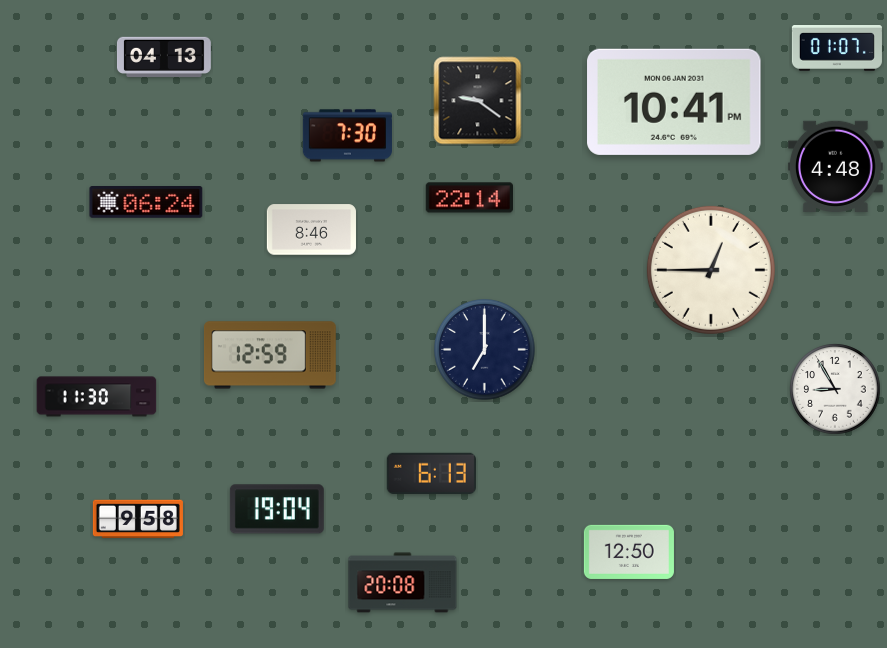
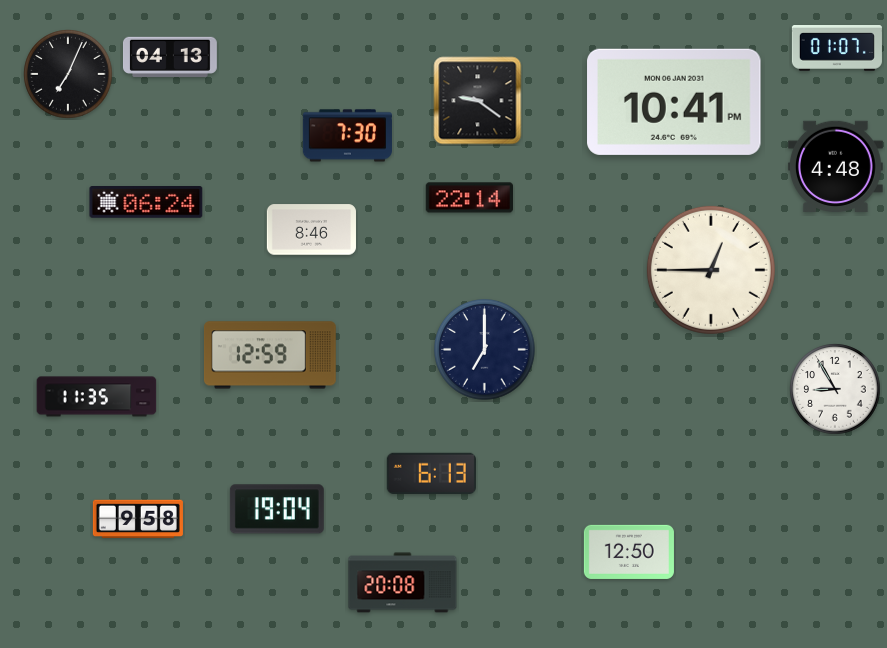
clock at (164, 56) position: (164, 56) -> (170, 56)
clock at (68, 74): none -> 7:04
clock at (97, 397): 11:30 -> 11:35
